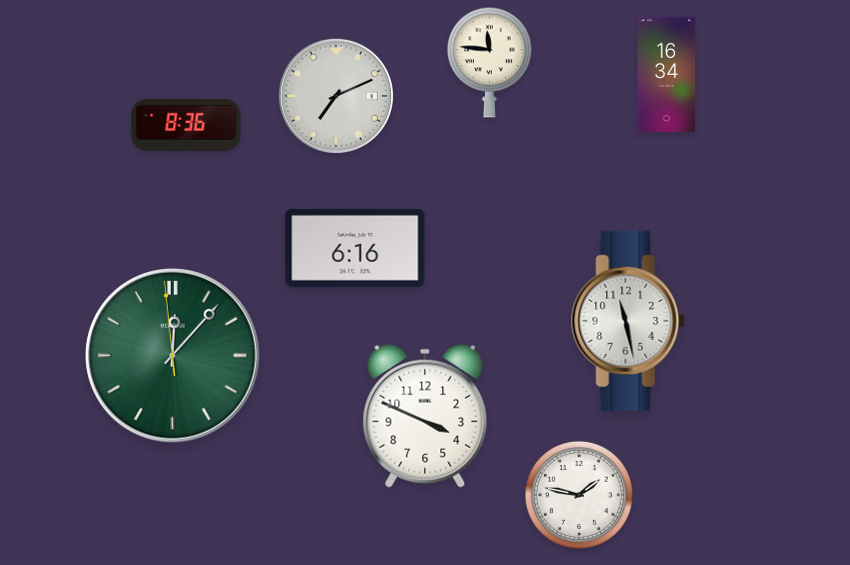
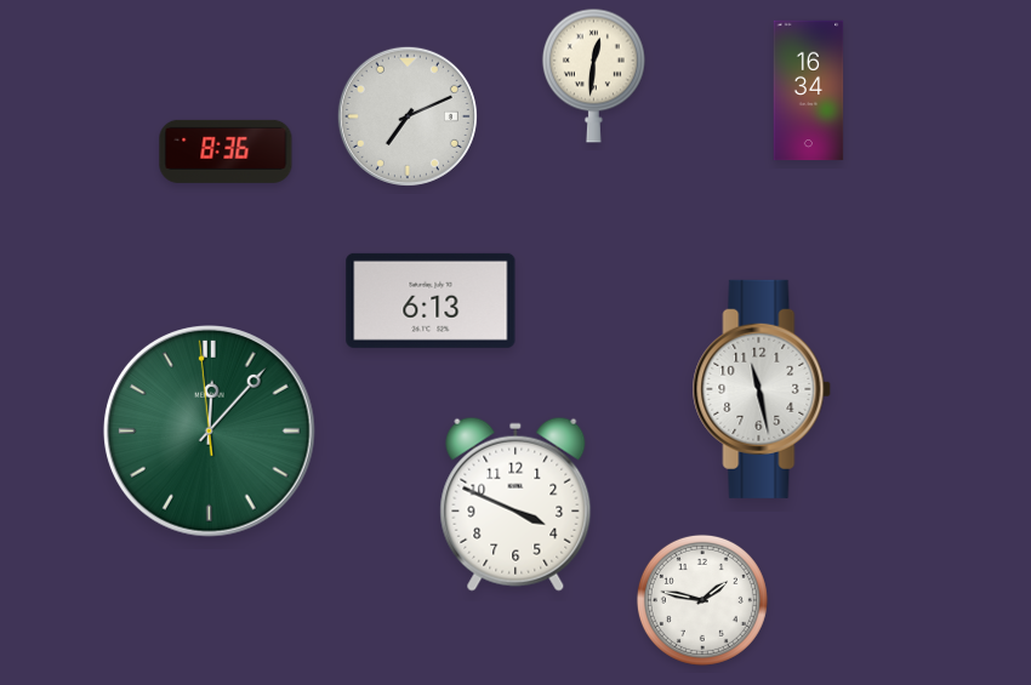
clock at (489, 62): 11:46 -> 12:31
clock at (355, 248): 6:16 -> 6:13
